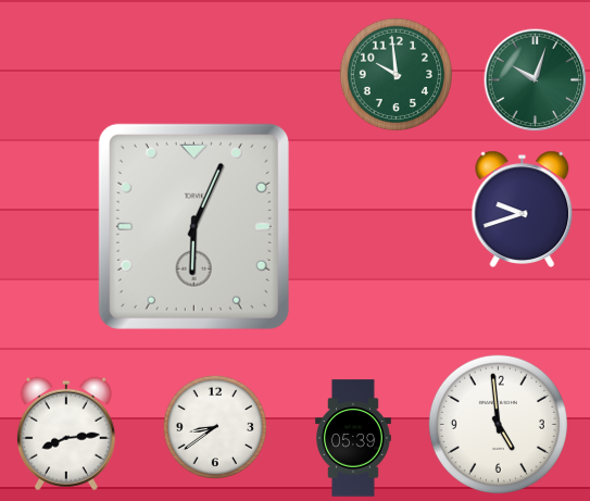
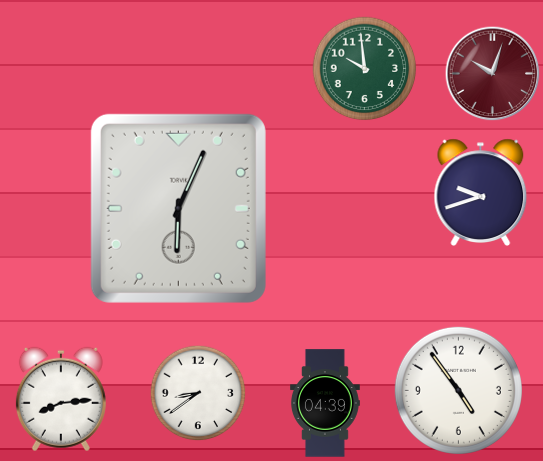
clock at (536, 80) dial: green -> burgundy
clock at (498, 424): 4:59 -> 4:54
clock at (354, 438): 05:39 -> 04:39
